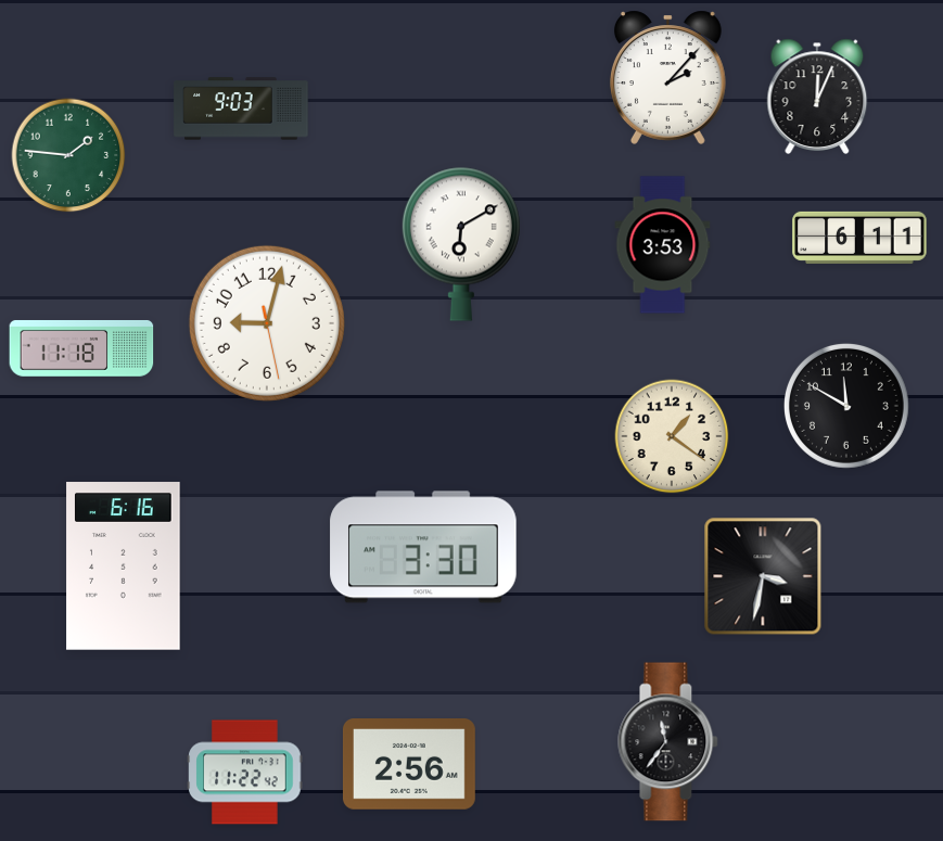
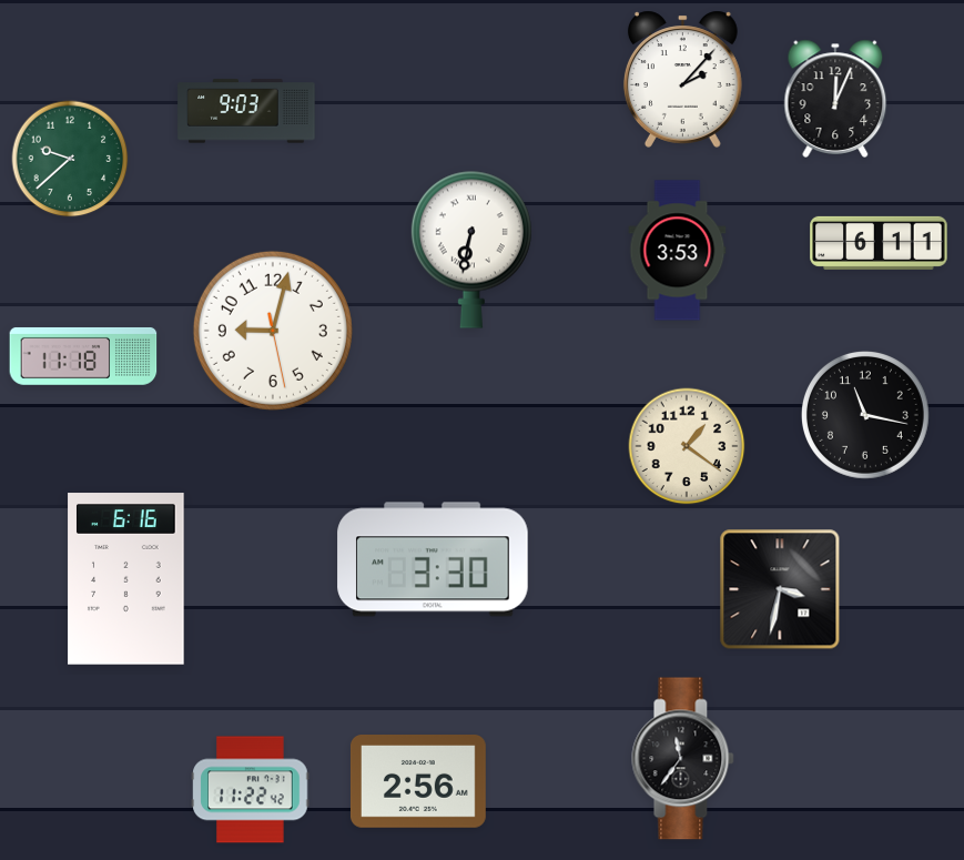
clock at (68, 155): 1:46 -> 9:38
clock at (461, 244): 6:10 -> 6:32
clock at (846, 406): 11:50 -> 11:17
